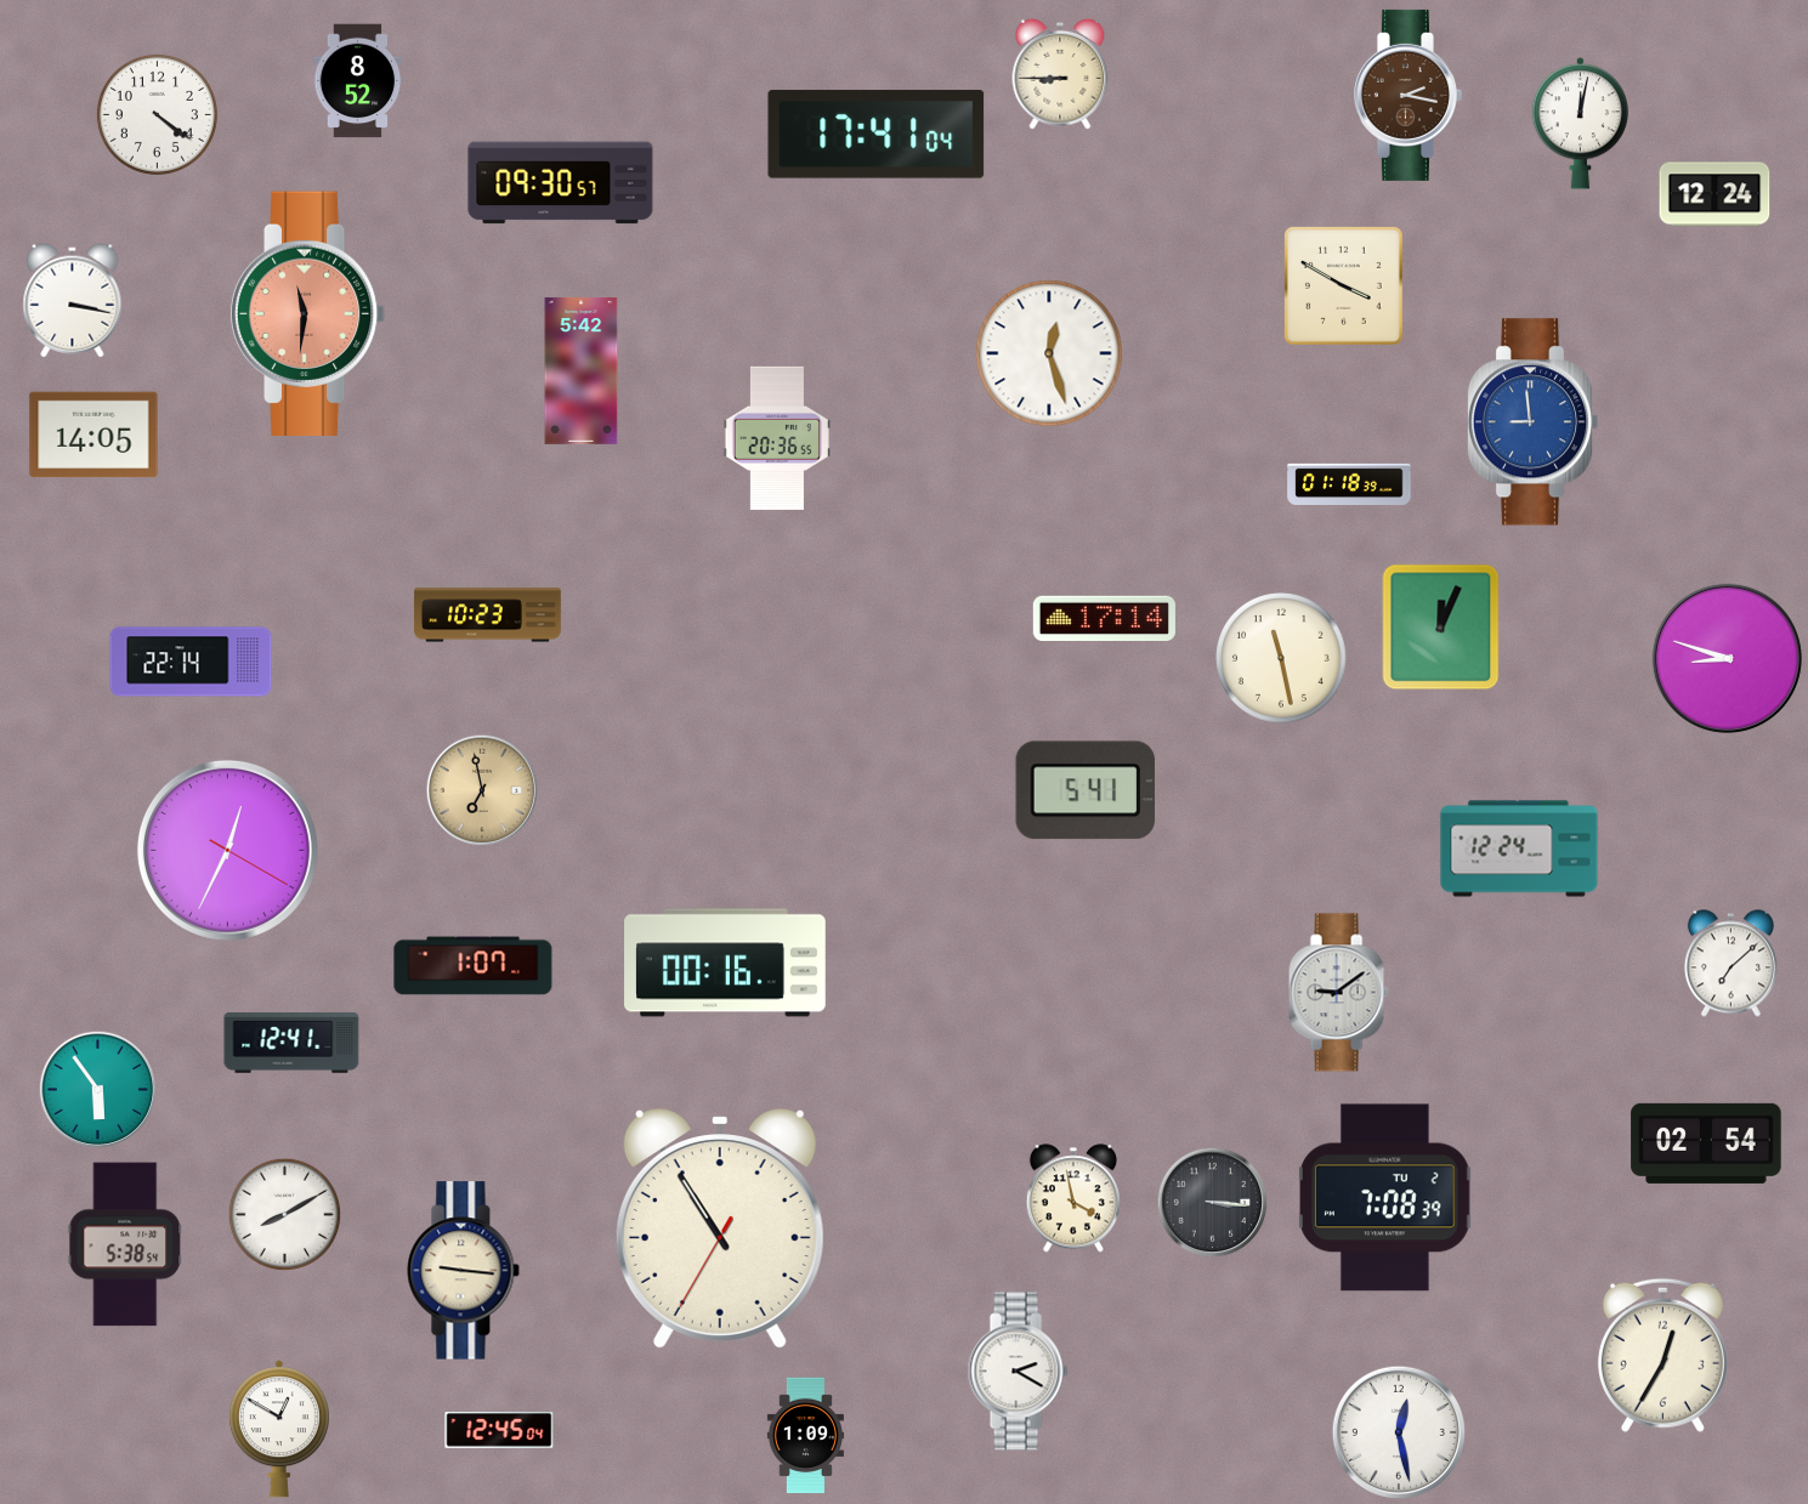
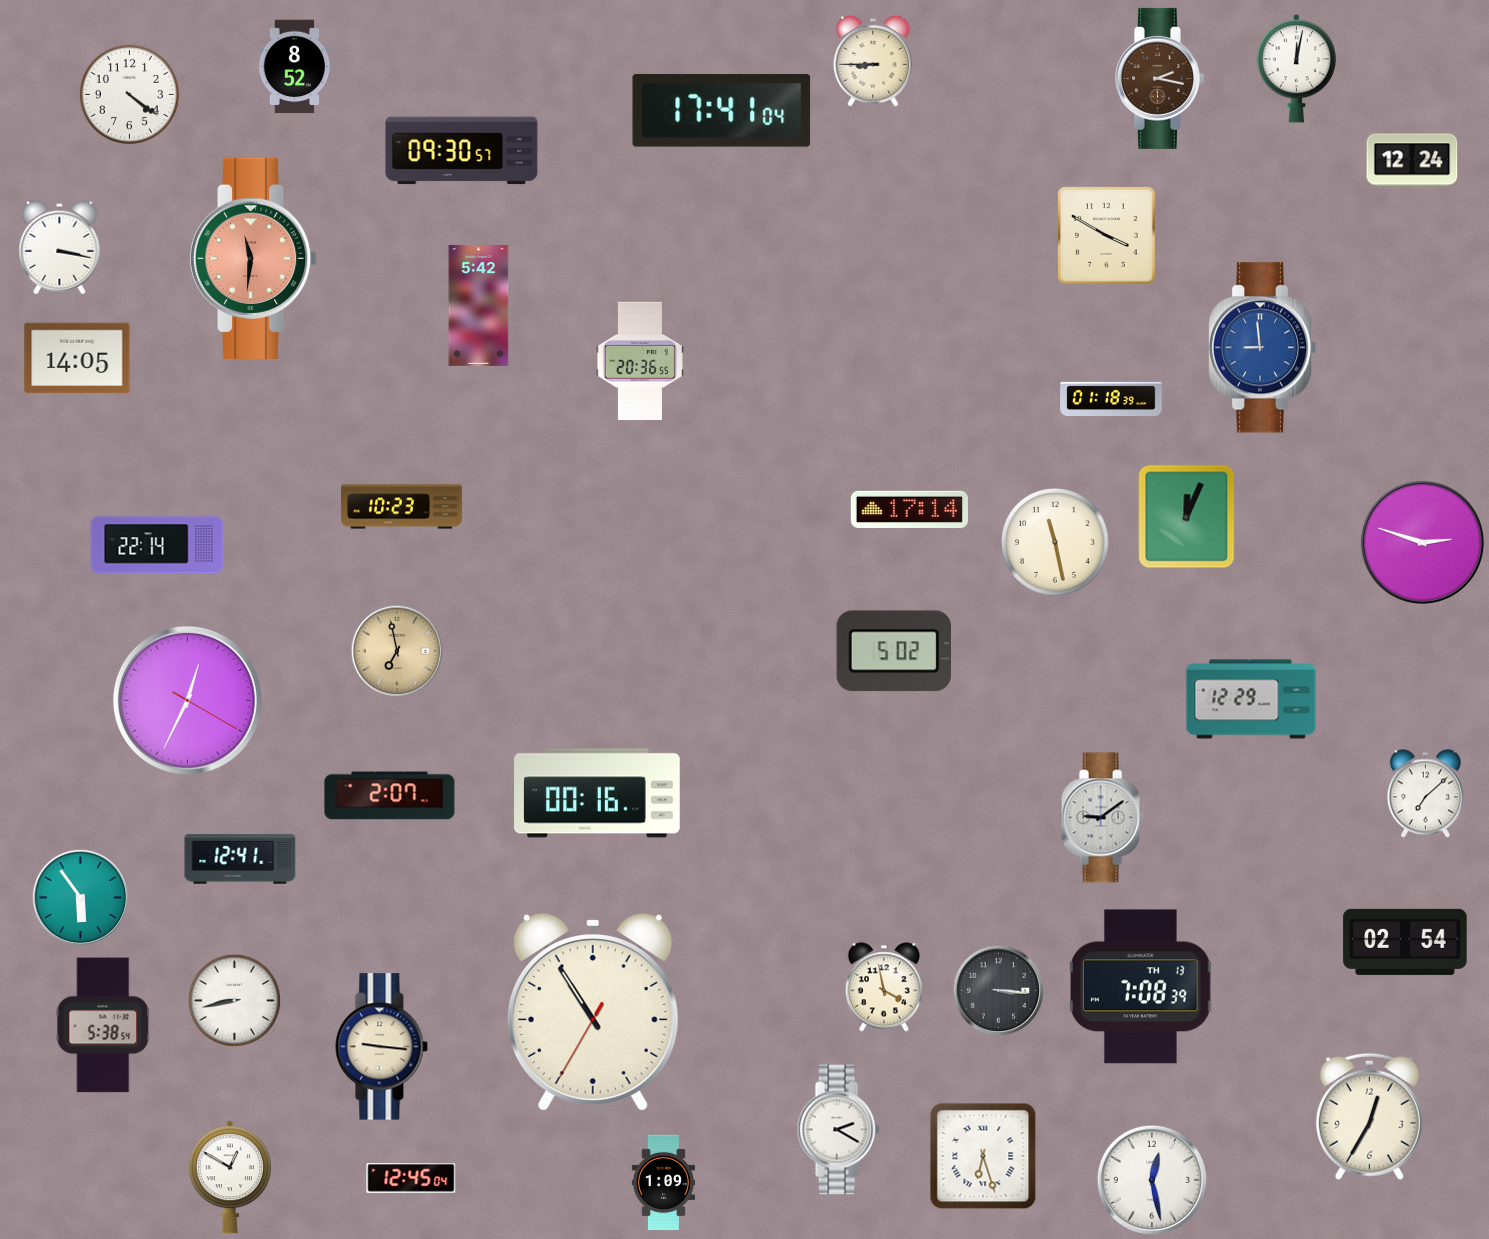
clock at (1580, 124) position: (1580, 124) -> (1296, 69)
clock at (1049, 353): 12:27 -> none
clock at (1727, 658): 8:48 -> 2:48
clock at (1084, 790): 5:41 -> 5:02
clock at (1519, 849): 12:24 -> 12:29
clock at (474, 966): 1:07 -> 2:07
clock at (1385, 1198) date: TU 2 -> TH 13
clock at (285, 1215): 8:10 -> 8:43
clock at (983, 1156): none -> 6:27
